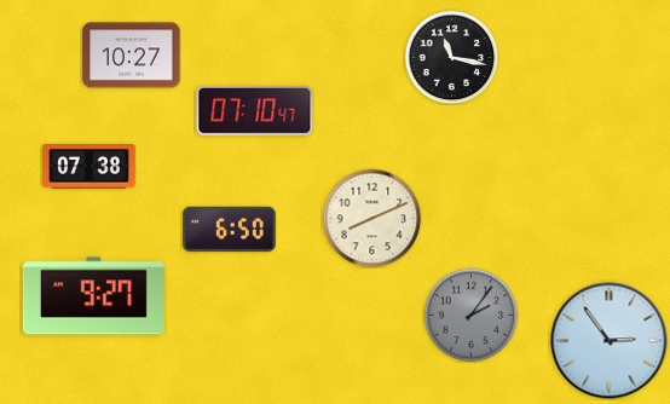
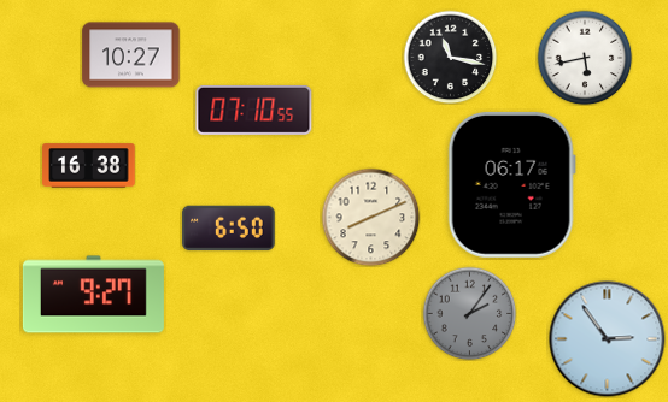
clock at (585, 58): none -> 5:43
clock at (255, 110): 07:10:47 -> 07:10:55
clock at (89, 167): 07:38 -> 16:38
clock at (511, 184): none -> 06:17
